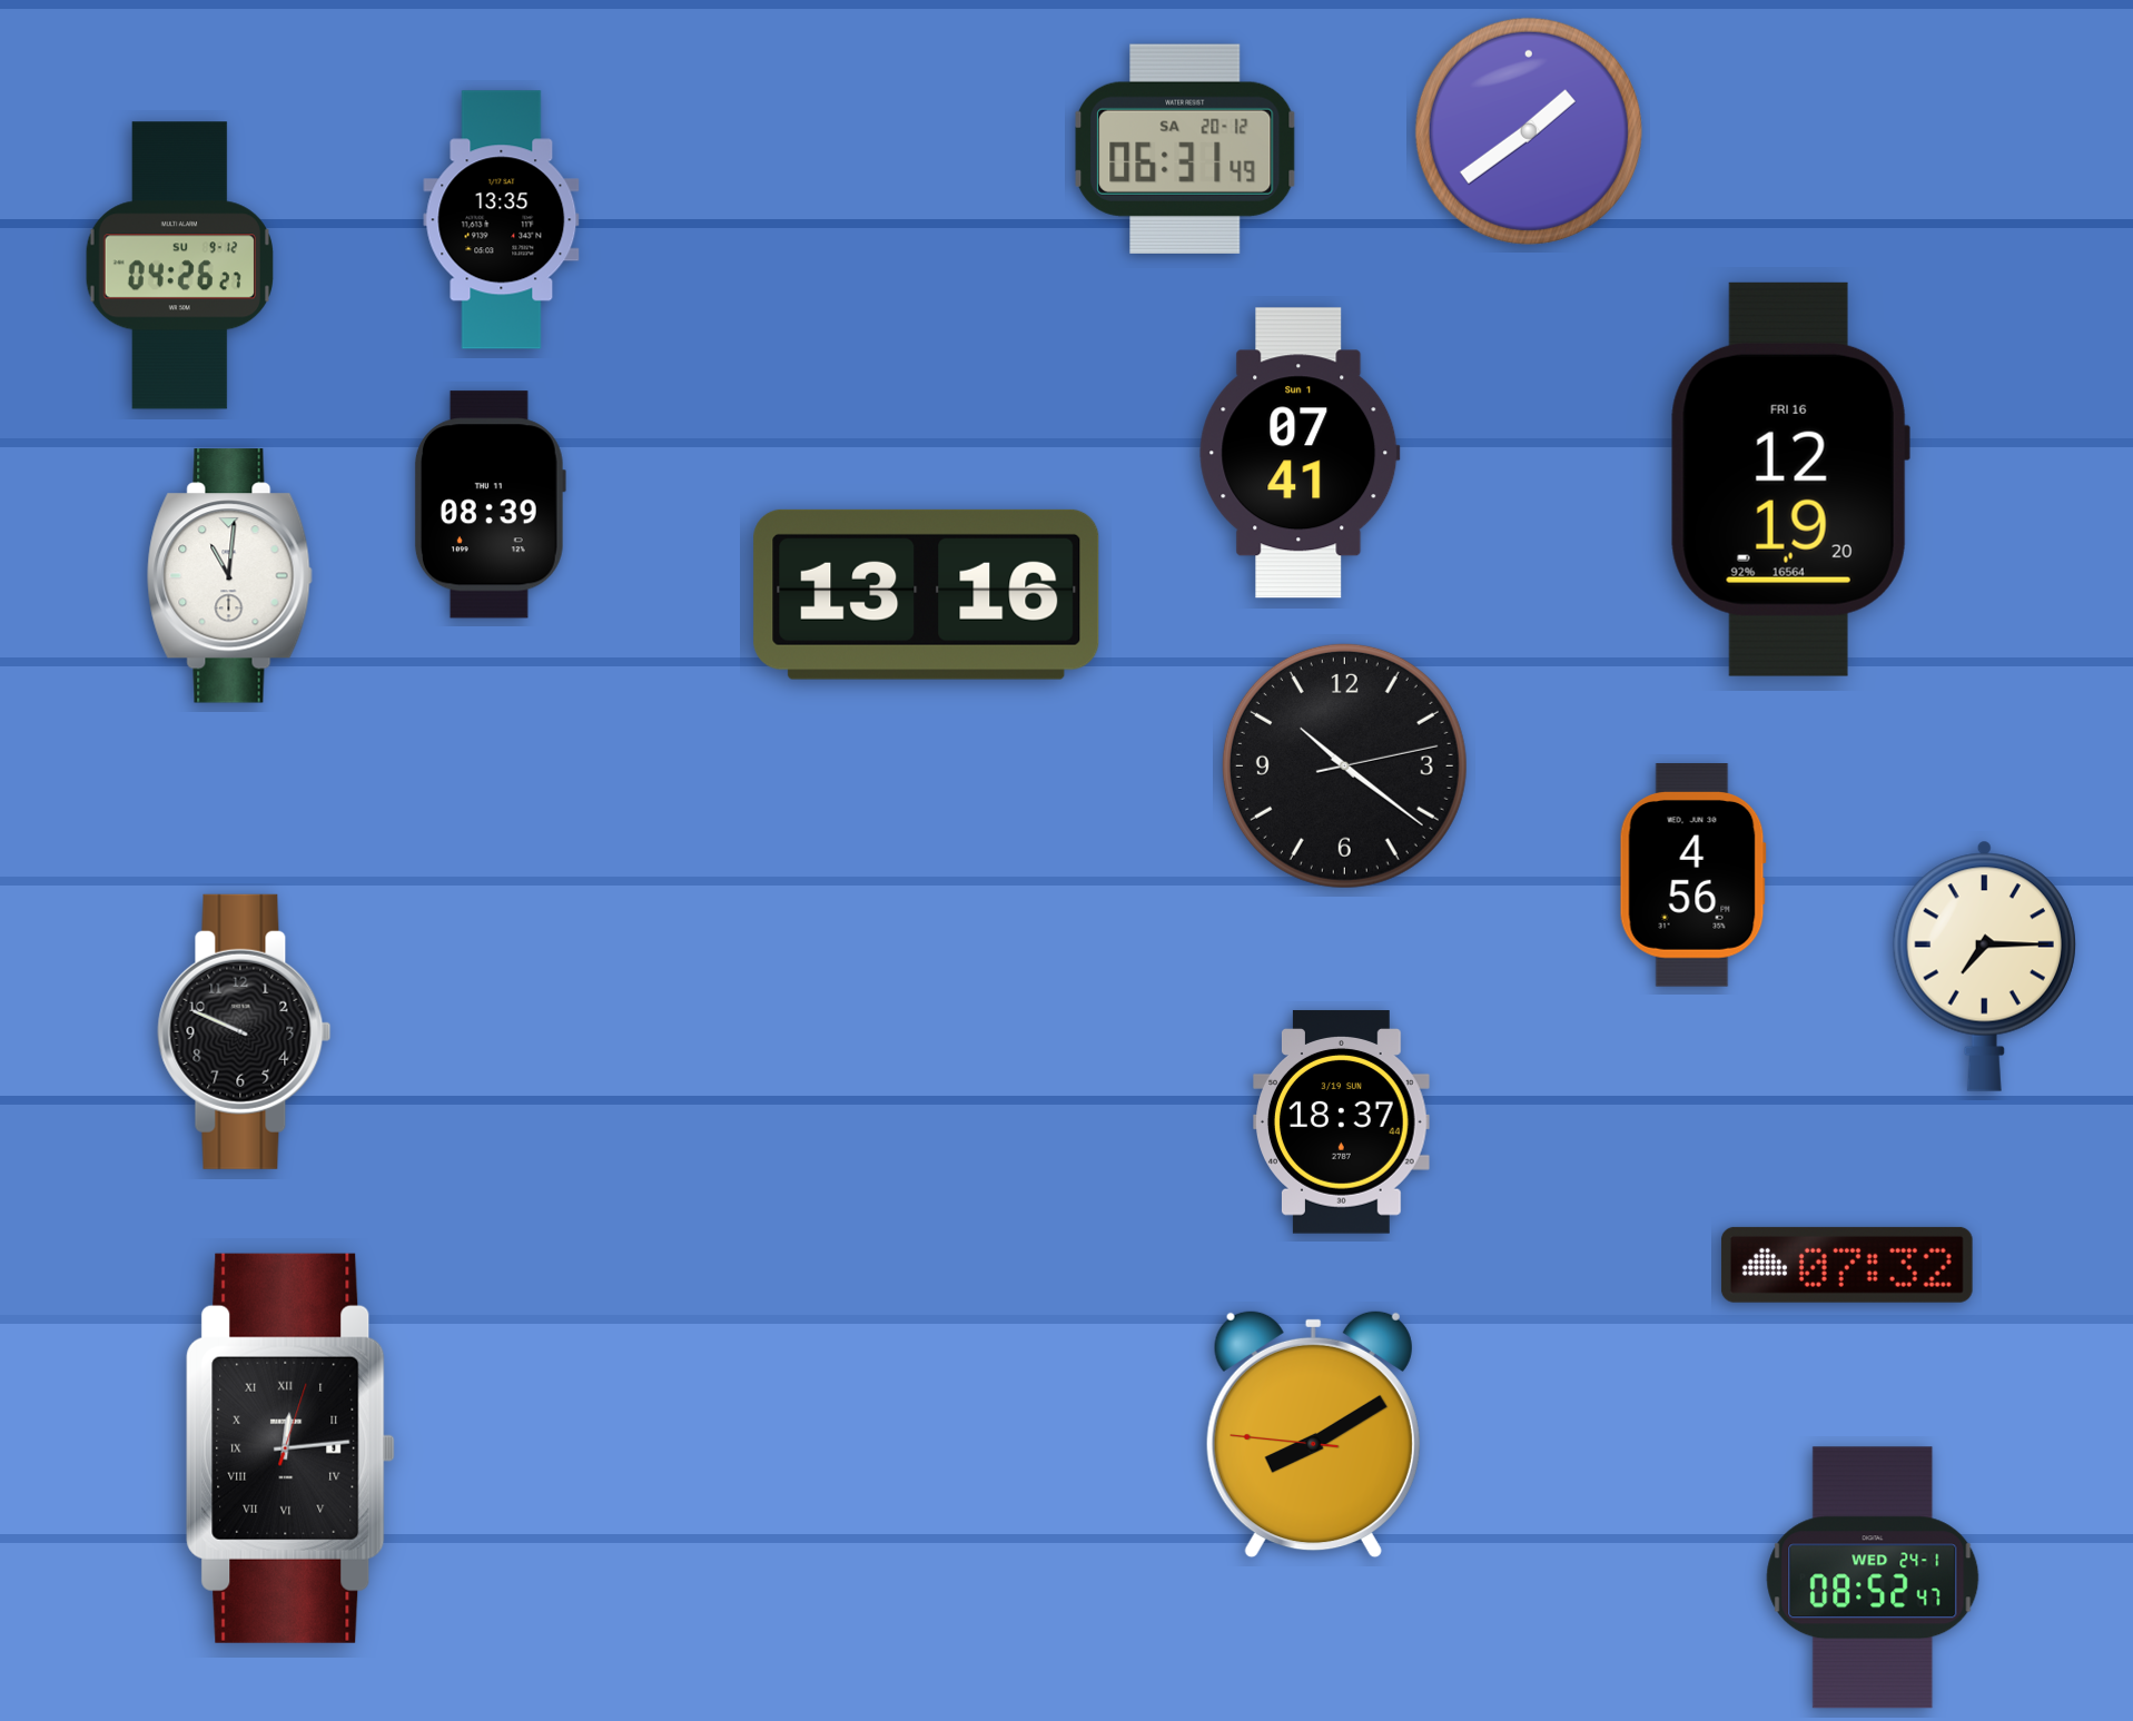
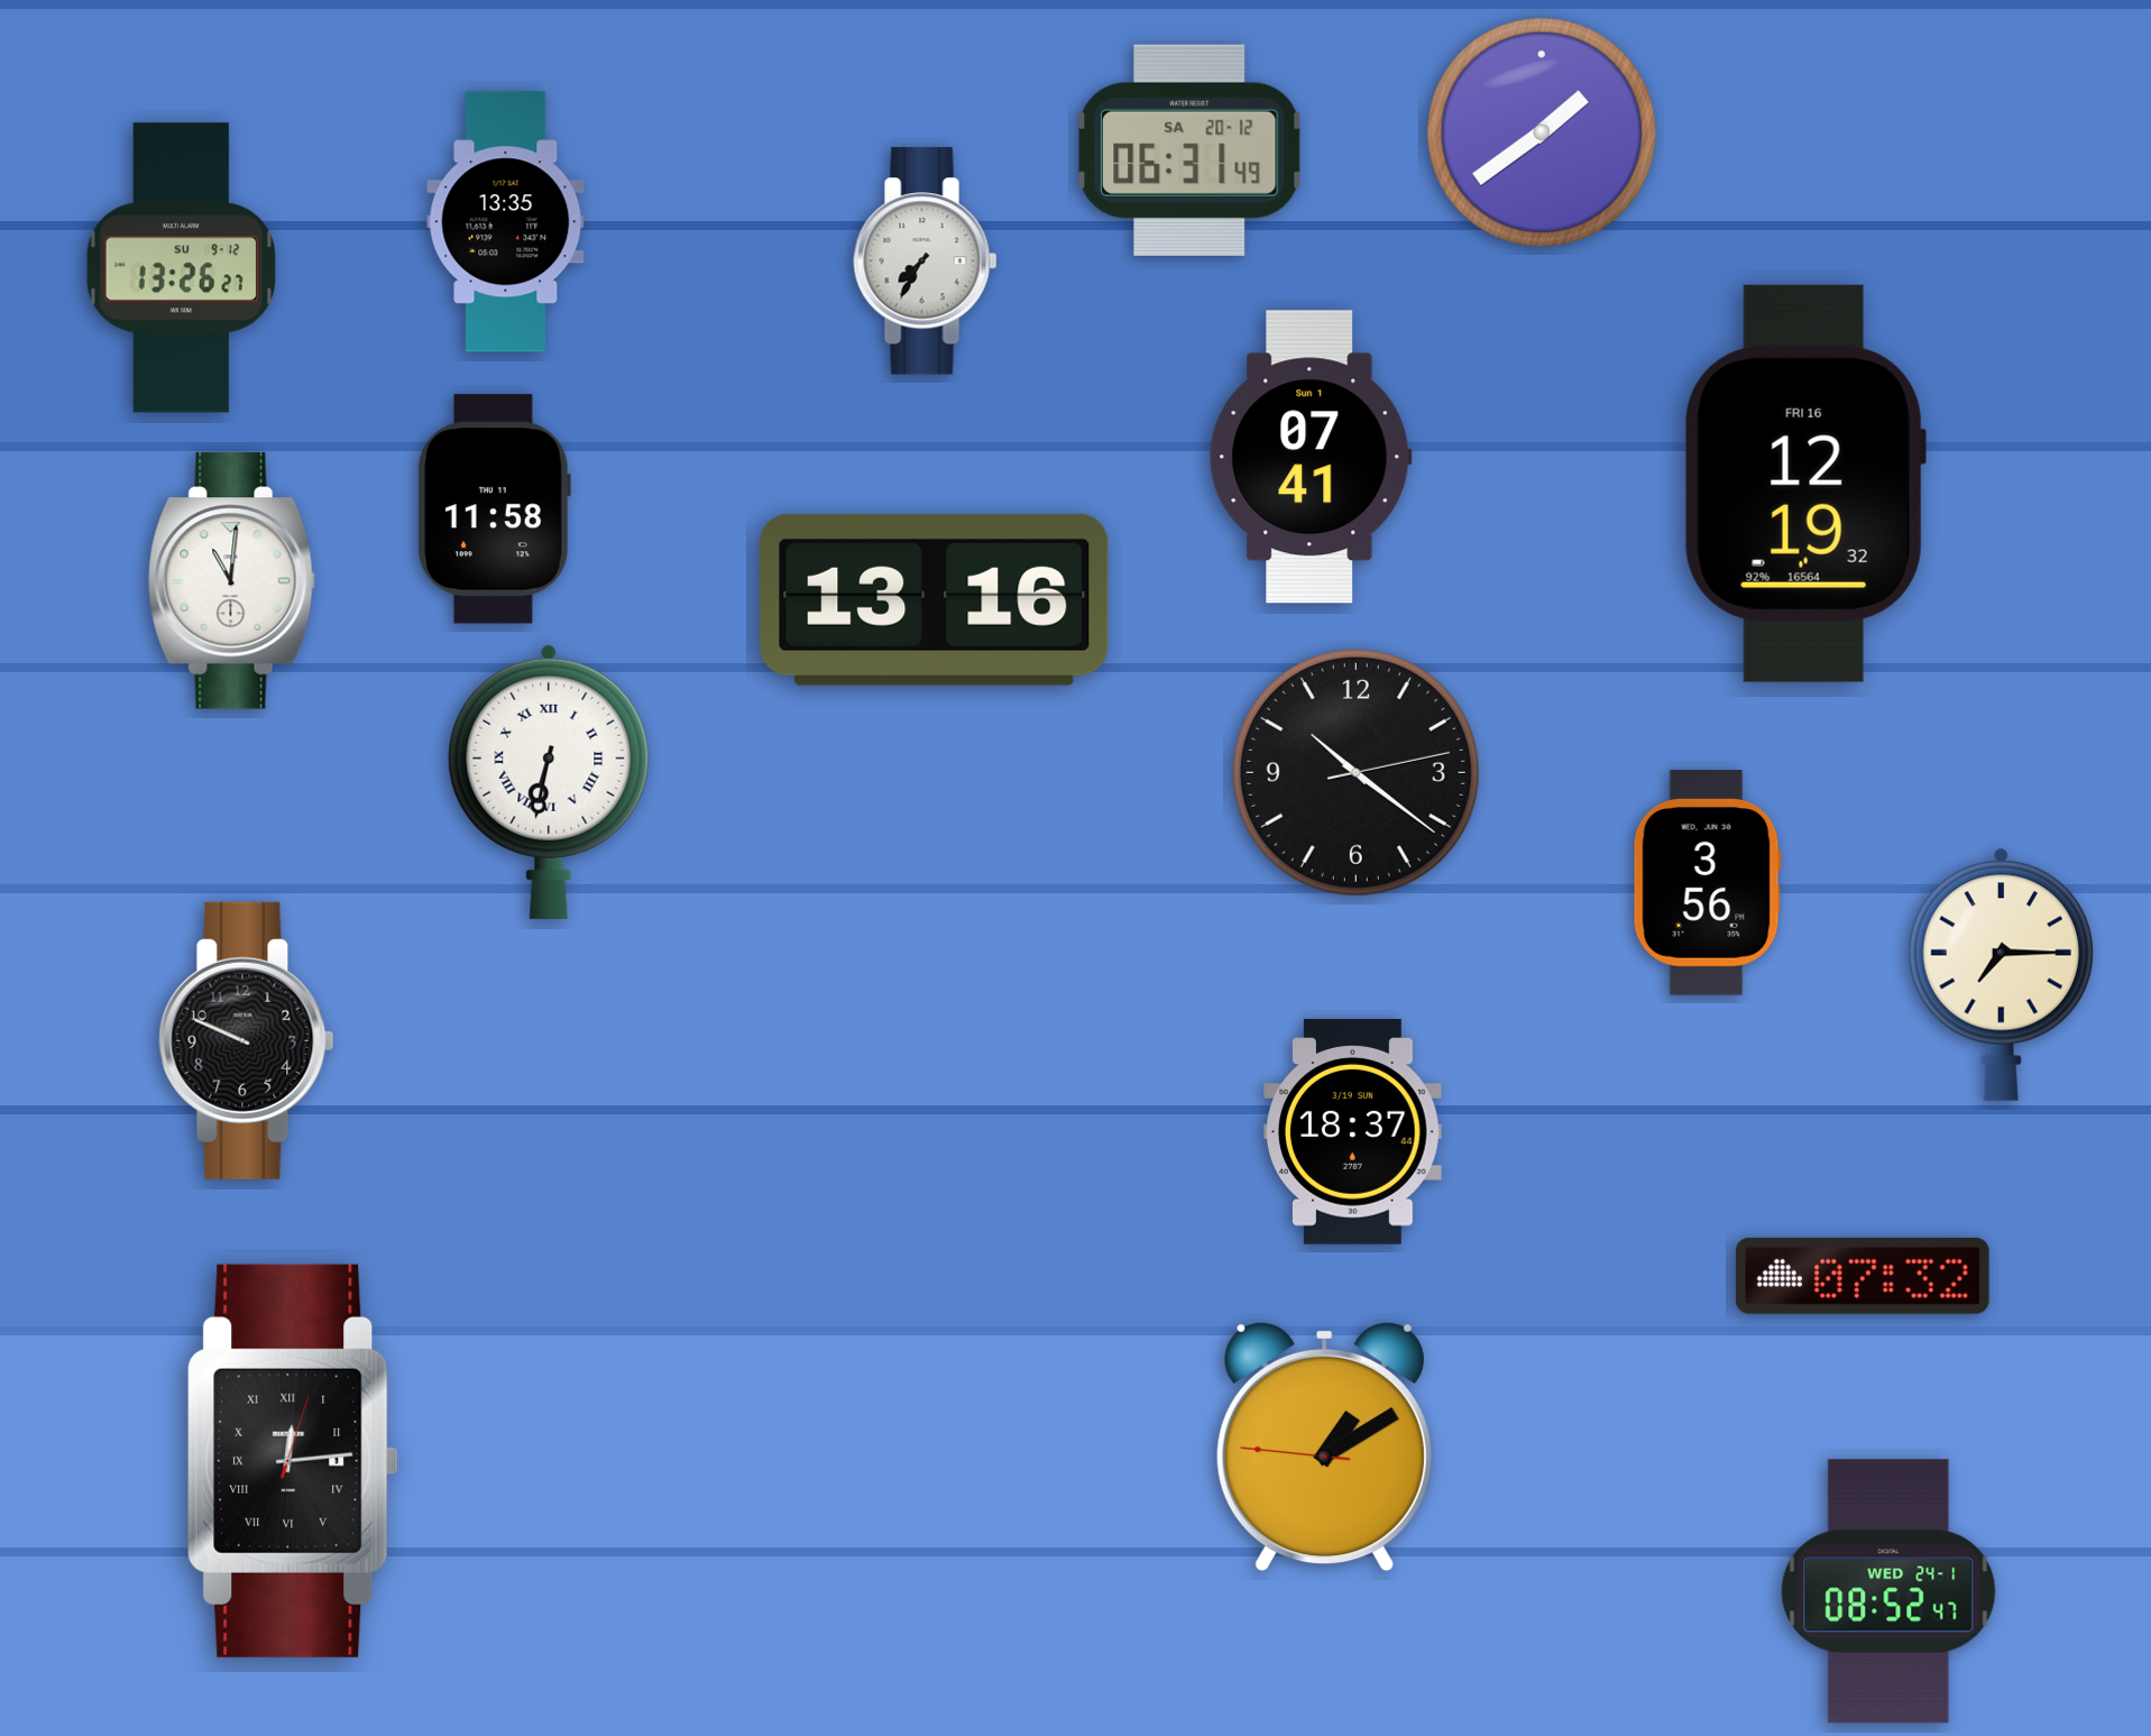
clock at (1185, 149) position: (1185, 149) -> (1189, 150)
clock at (926, 261): none -> 7:35
clock at (179, 266): 04:26 -> 13:26
clock at (1790, 479): 12:19:20 -> 12:19:32
clock at (490, 505): 08:39 -> 11:58
clock at (549, 781): none -> 6:32
clock at (1692, 876): 4:56 -> 3:56
clock at (1313, 1434): 8:09 -> 1:09
